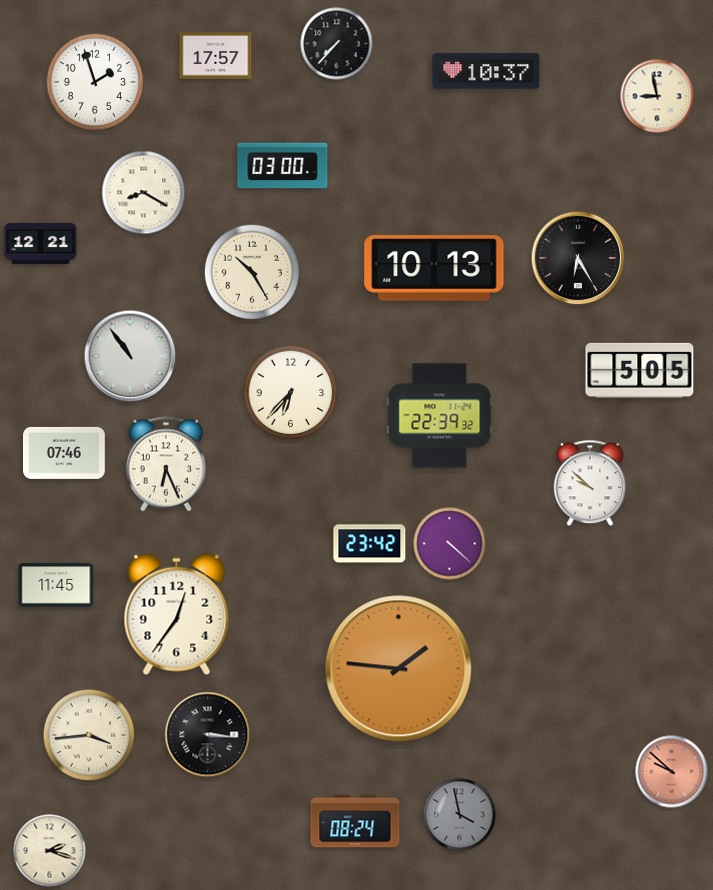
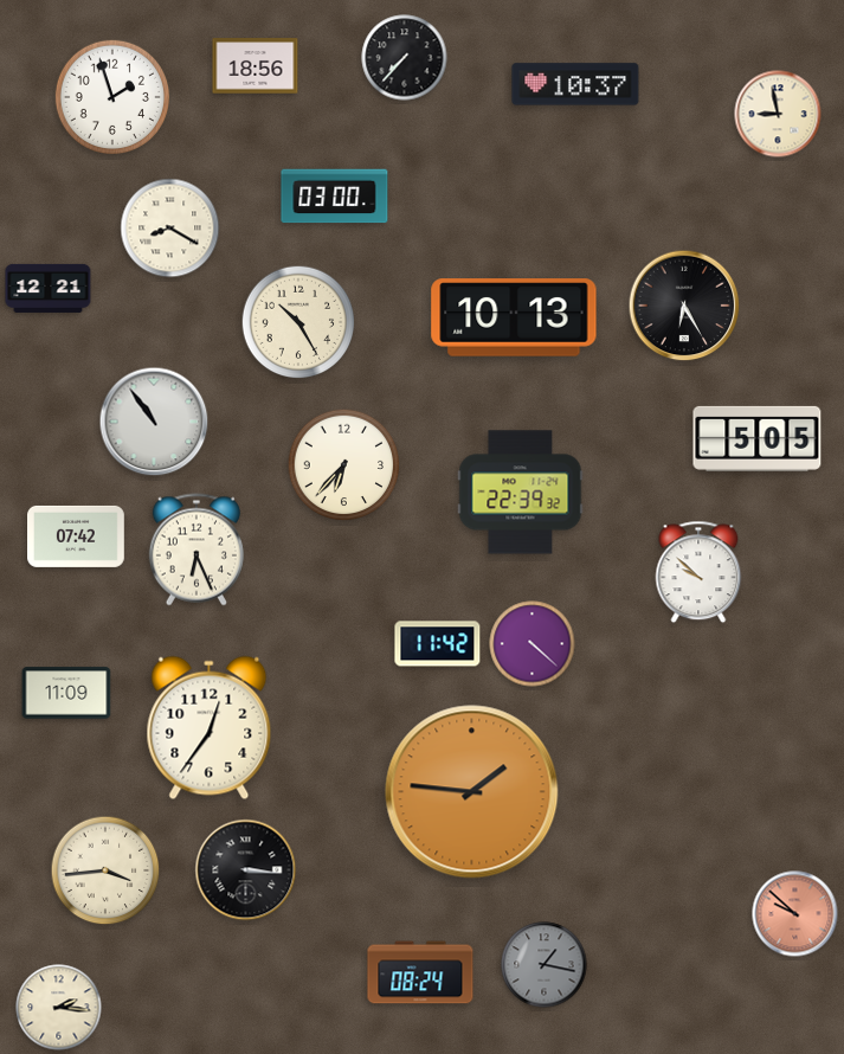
clock at (337, 44) position: (337, 44) -> (405, 58)
clock at (216, 56): 17:57 -> 18:56
clock at (65, 453): 07:46 -> 07:42
clock at (370, 544): 23:42 -> 11:42
clock at (56, 585): 11:45 -> 11:09
clock at (460, 815): 3:58 -> 1:17
clock at (50, 851): 2:18 -> 2:16
